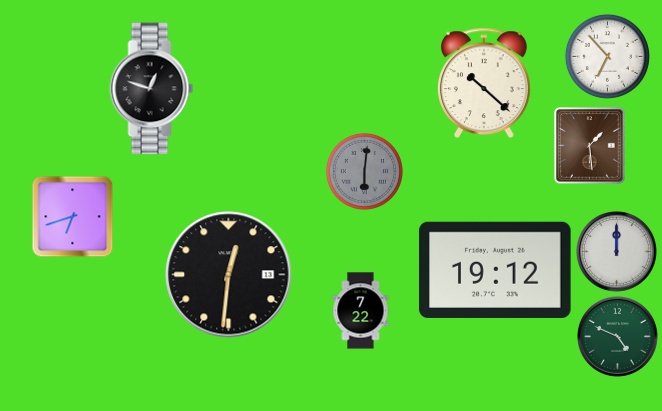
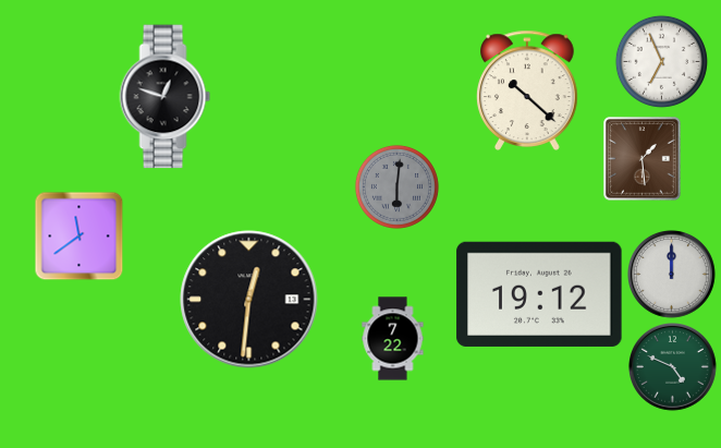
clock at (607, 56): 6:53 -> 6:56
clock at (72, 216): 6:42 -> 11:39
